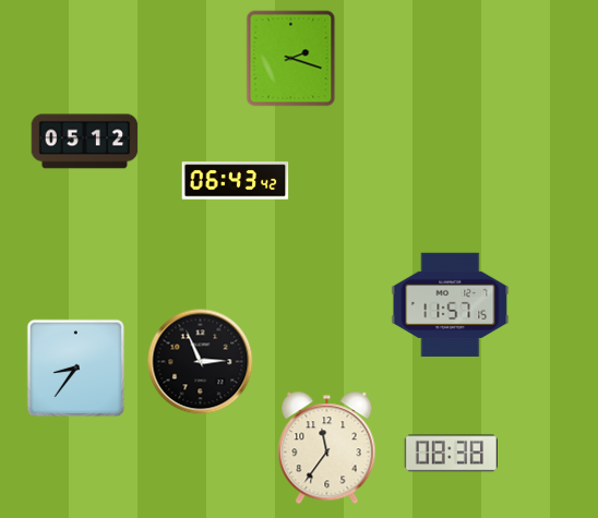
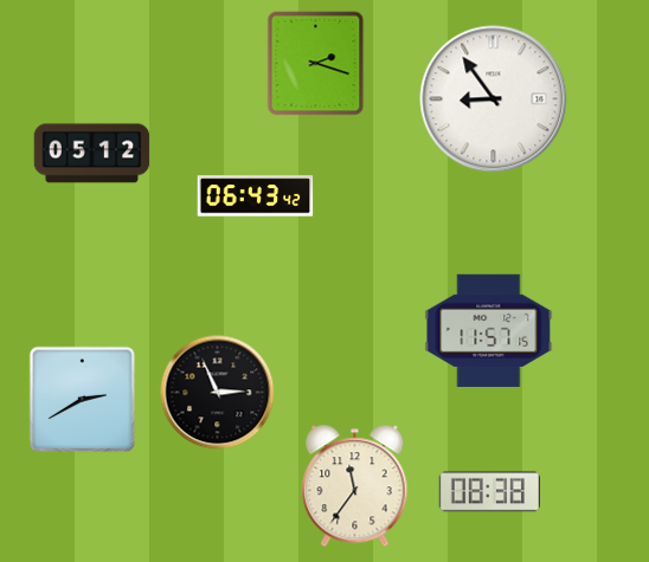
clock at (494, 99): none -> 8:54
clock at (76, 369): 8:36 -> 2:40
